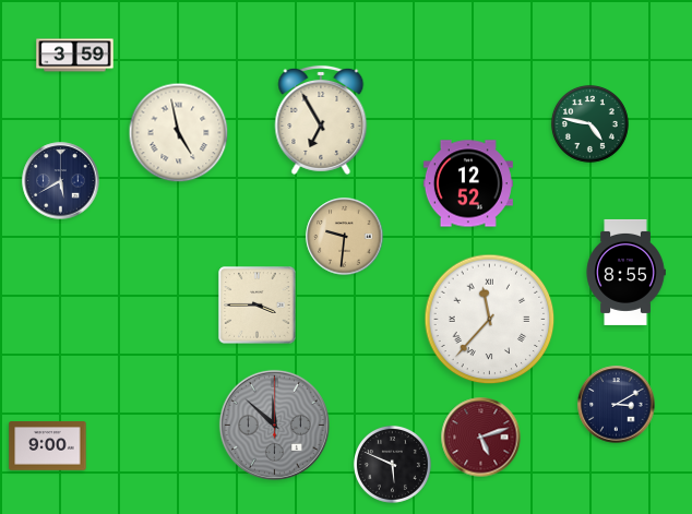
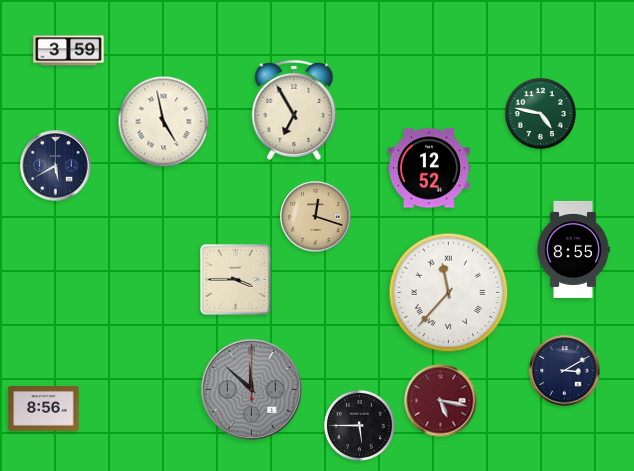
clock at (345, 237): 9:31 -> 12:18
clock at (481, 438): 5:12 -> 5:17
clock at (48, 446): 9:00 -> 8:56
clock at (392, 464): 5:49 -> 5:45
